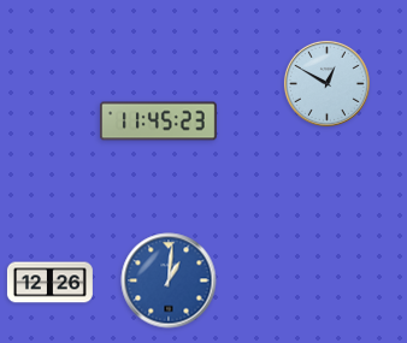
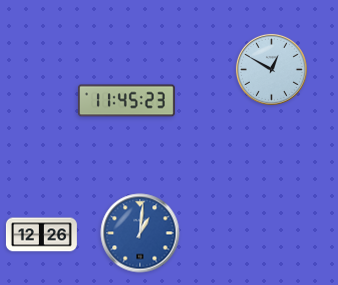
clock at (158, 122) position: (158, 122) -> (126, 101)
